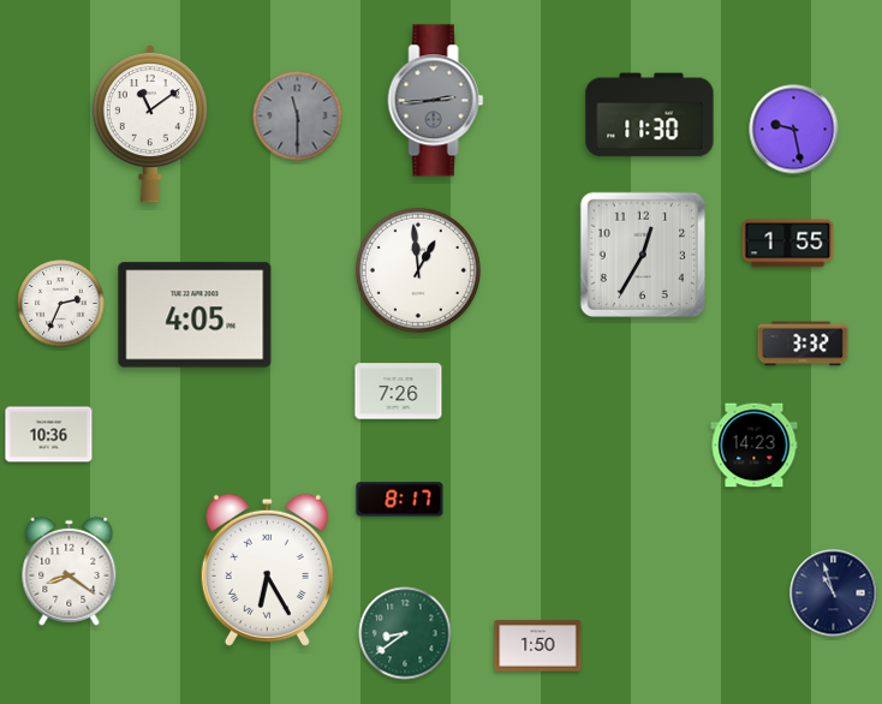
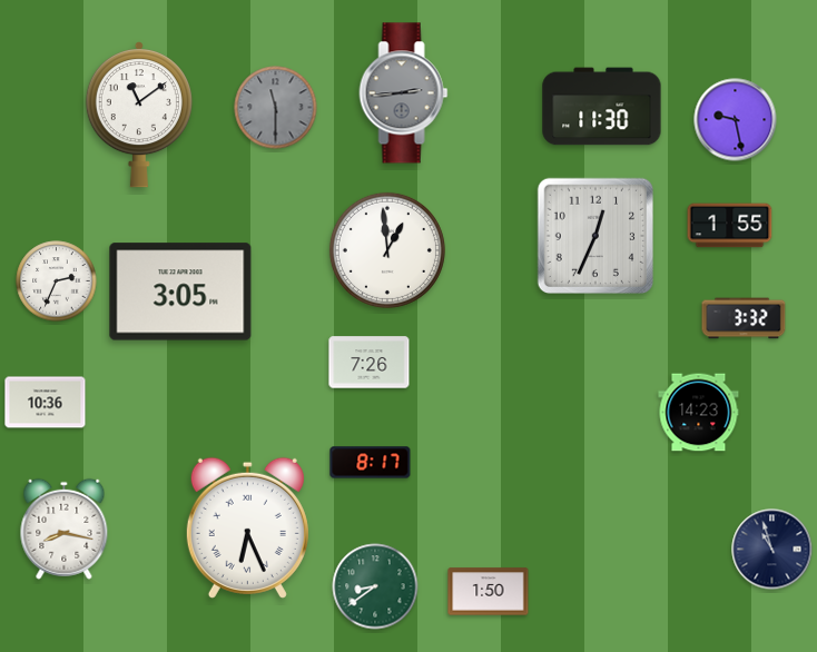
clock at (642, 253): 12:35 -> 12:34
clock at (195, 315): 4:05 -> 3:05
clock at (267, 569): 6:25 -> 6:26
clock at (70, 571): 8:21 -> 8:17
clock at (538, 646) position: (538, 646) -> (489, 592)
